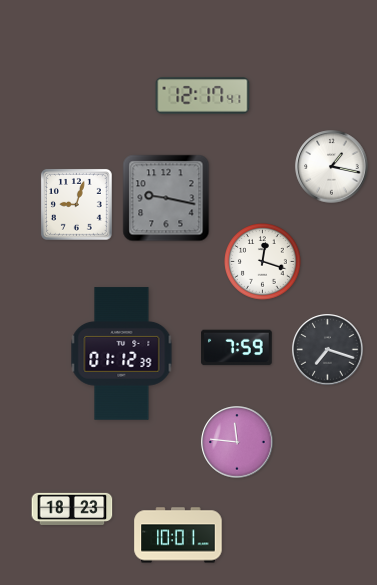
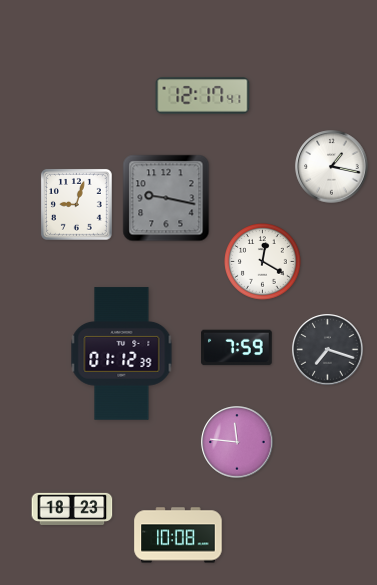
clock at (263, 262): 12:18 -> 12:20
clock at (178, 535): 10:01 -> 10:08
